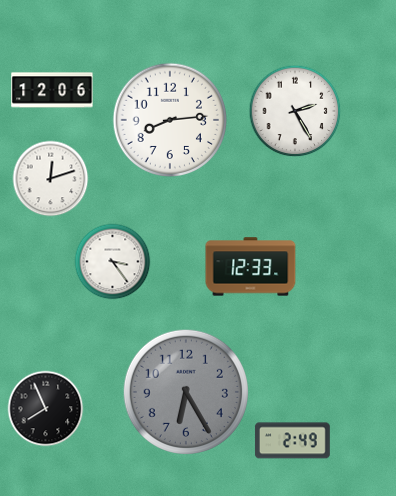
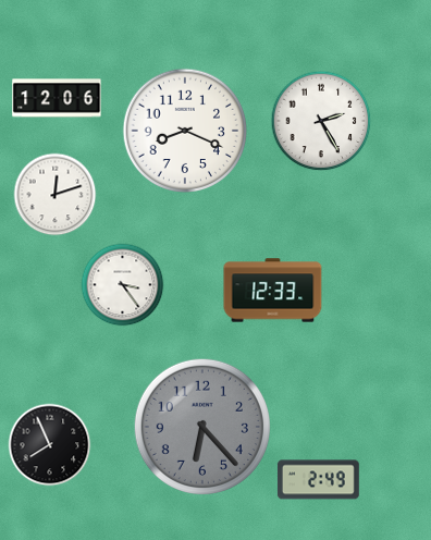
clock at (169, 119): 8:14 -> 8:19
clock at (186, 392): 6:25 -> 6:23
